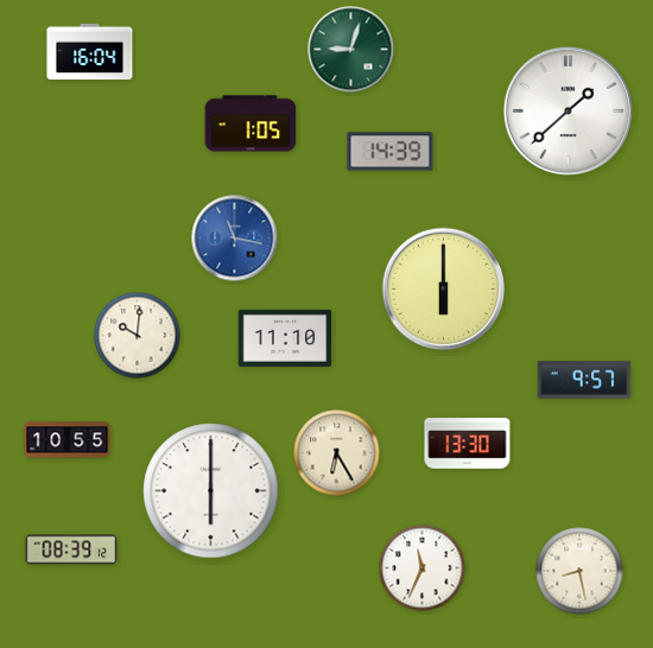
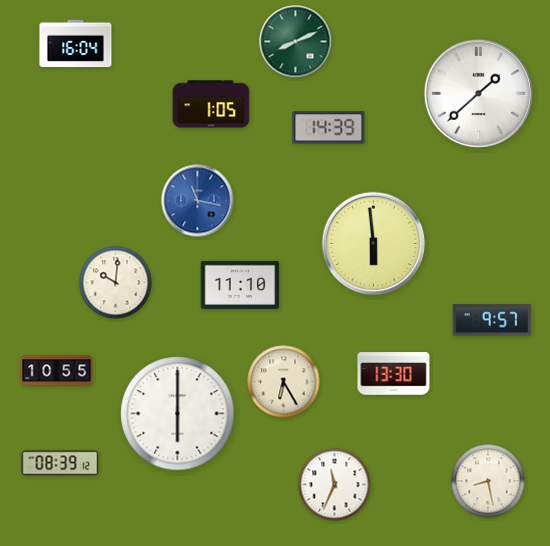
clock at (351, 50): 9:03 -> 8:11
clock at (444, 290): 6:00 -> 5:59
clock at (423, 568) position: (423, 568) -> (335, 485)
